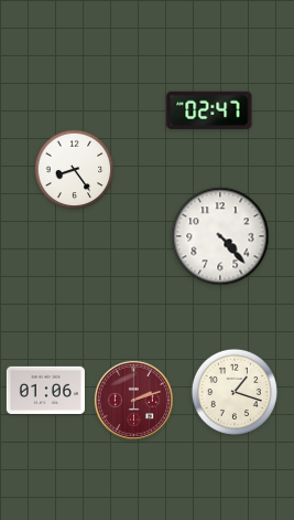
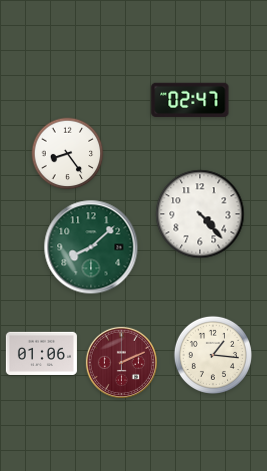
clock at (91, 247): none -> 8:08
clock at (235, 392): 1:18 -> 1:16
clock at (133, 400): 2:12 -> 2:11
